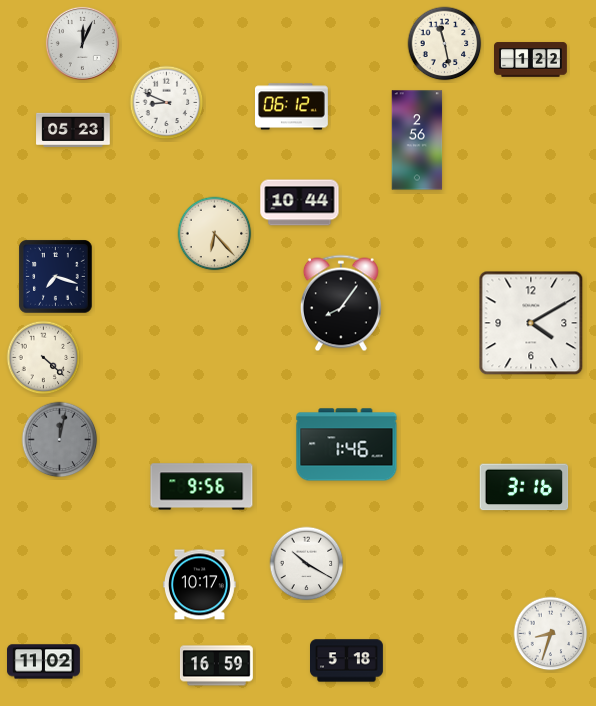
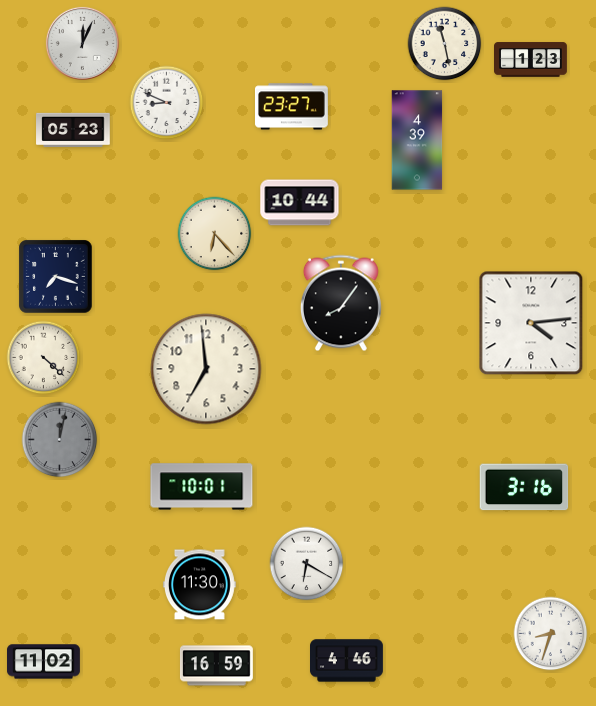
clock at (531, 60): 1:22 -> 1:23
clock at (291, 107): 06:12 -> 23:27
clock at (417, 140): 2:56 -> 4:39
clock at (531, 323): 4:10 -> 4:14
clock at (206, 369): none -> 6:59
clock at (347, 445): 1:46 -> none
clock at (202, 487): 9:56 -> 10:01
clock at (307, 564): 10:20 -> 6:20
clock at (199, 585): 10:17 -> 11:30
clock at (347, 661): 5:18 -> 4:46
